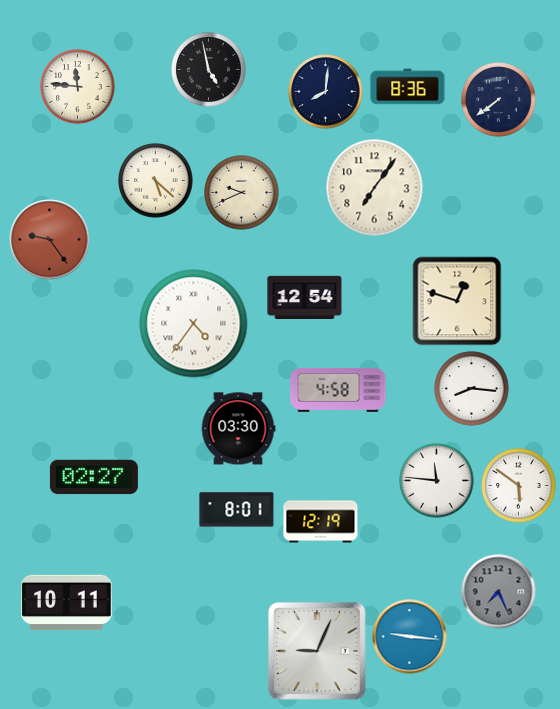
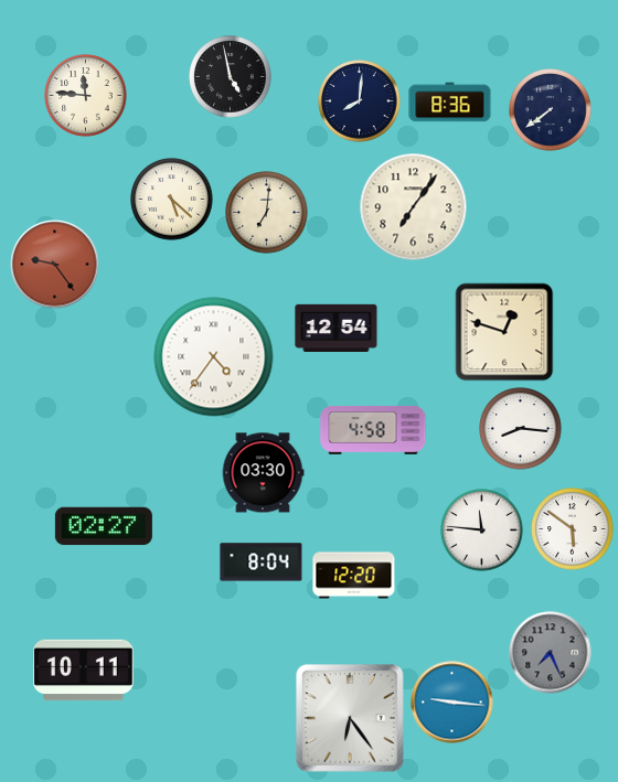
clock at (408, 87) position: (408, 87) -> (450, 103)
clock at (242, 193): 9:41 -> 7:01
clock at (519, 486) position: (519, 486) -> (573, 529)
clock at (237, 510): 8:01 -> 8:04
clock at (321, 522): 12:19 -> 12:20
clock at (67, 603) position: (67, 603) -> (84, 671)
clock at (318, 652): 9:04 -> 6:24
